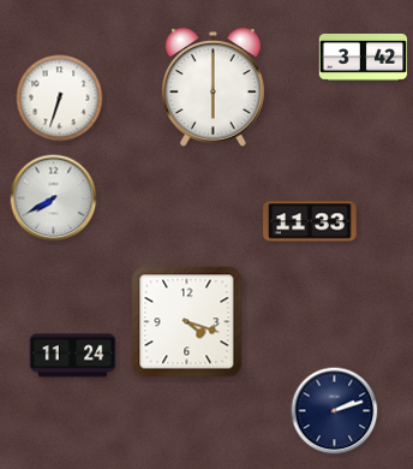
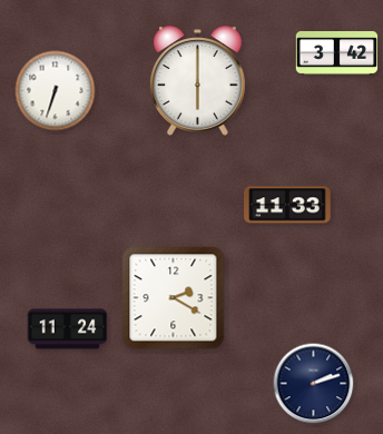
clock at (54, 198): 7:40 -> none
clock at (187, 322): 4:18 -> 2:20
clock at (335, 411) position: (335, 411) -> (314, 384)
